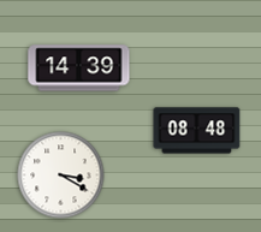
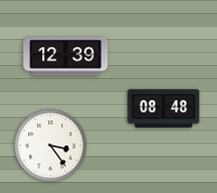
clock at (79, 69): 14:39 -> 12:39
clock at (61, 176): 3:20 -> 3:24
